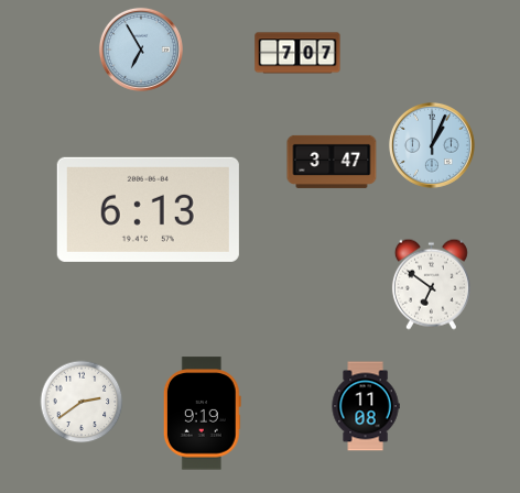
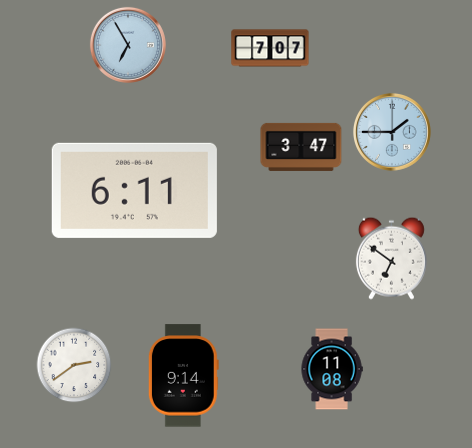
clock at (432, 145): 1:04 -> 1:45
clock at (148, 209): 6:13 -> 6:11
clock at (202, 414): 9:19 -> 9:14
